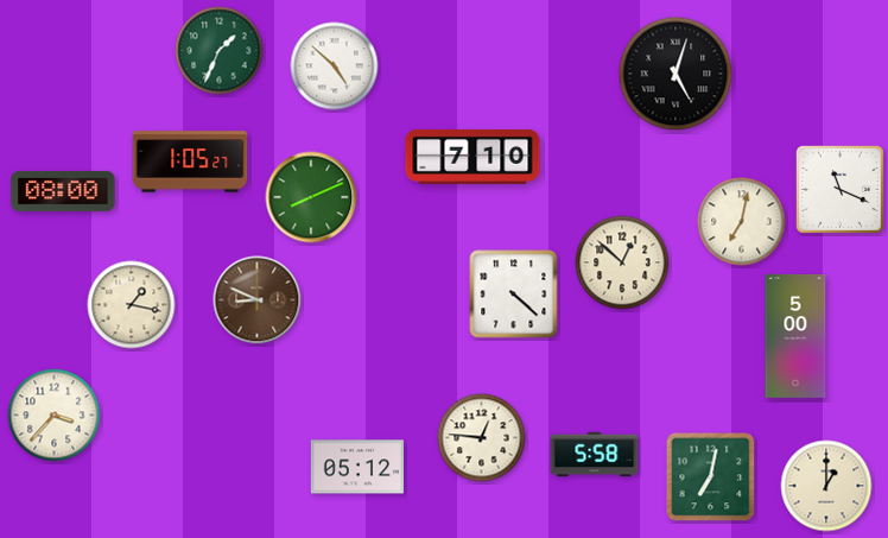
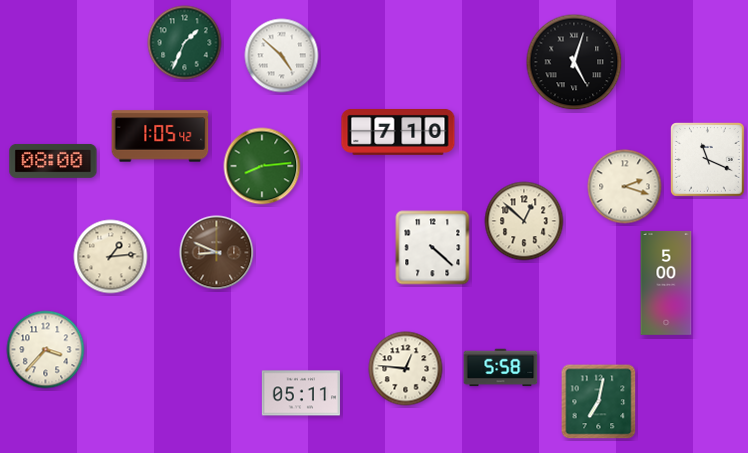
clock at (675, 74) position: (675, 74) -> (574, 62)
clock at (190, 162): 1:05:27 -> 1:05:42
clock at (311, 197): 8:11 -> 8:14
clock at (742, 222): 7:02 -> 2:18
clock at (132, 305): 1:17 -> 1:14
clock at (795, 336) position: (795, 336) -> (666, 283)
clock at (595, 455) position: (595, 455) -> (501, 368)
clock at (357, 467): 05:12 -> 05:11
clock at (826, 486): 1:00 -> none
